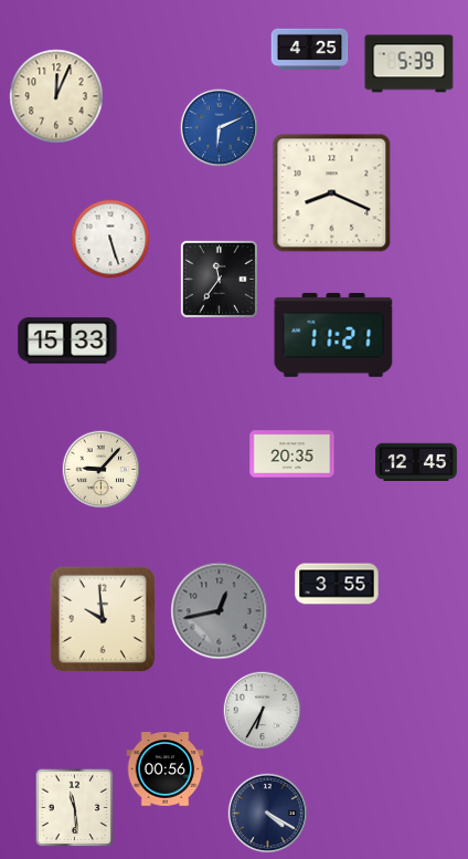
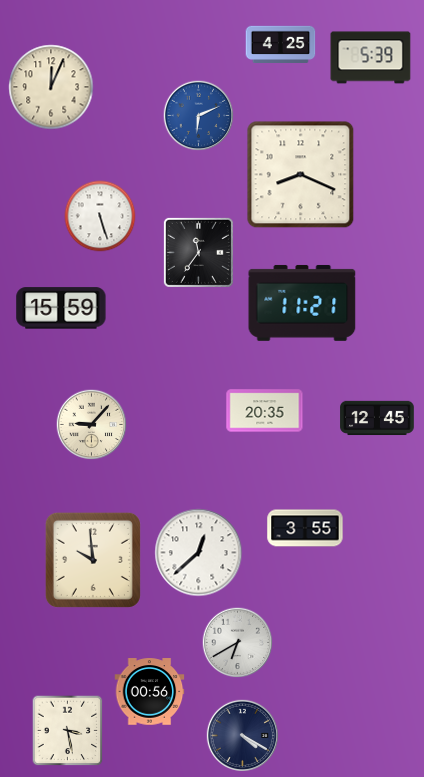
clock at (67, 341): 15:33 -> 15:59
clock at (220, 611): 12:43 -> 12:38
clock at (220, 611) dial: grey -> white
clock at (263, 711): 6:35 -> 6:40
clock at (166, 769) position: (166, 769) -> (150, 692)
clock at (75, 808): 11:29 -> 3:28
